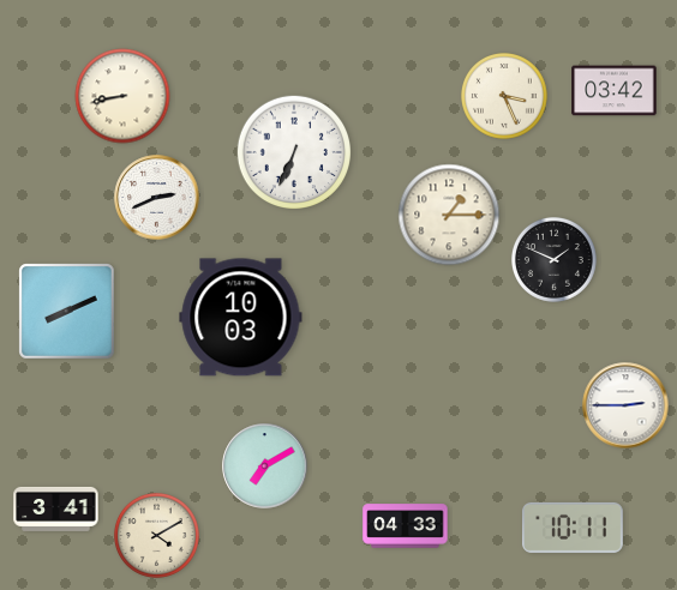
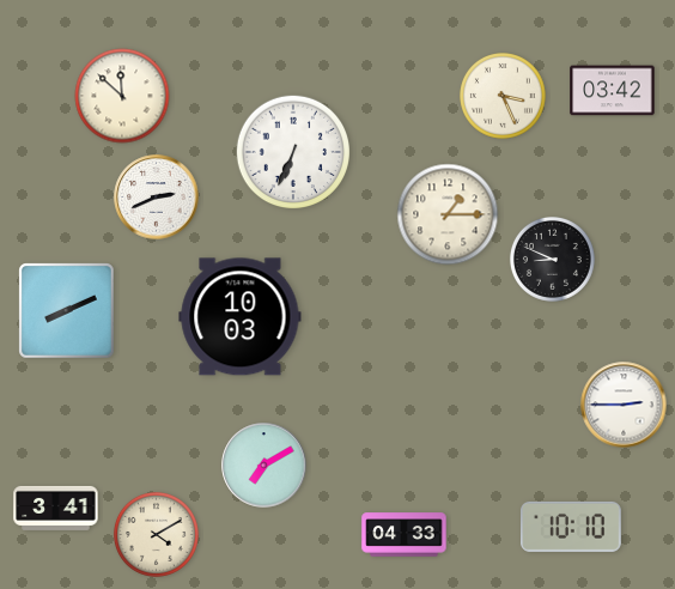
clock at (122, 96): 8:43 -> 11:52
clock at (553, 259): 1:49 -> 8:49
clock at (406, 526) position: (406, 526) -> (405, 535)
clock at (574, 528): 10:11 -> 10:10
